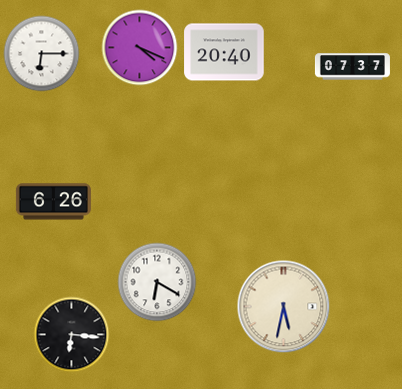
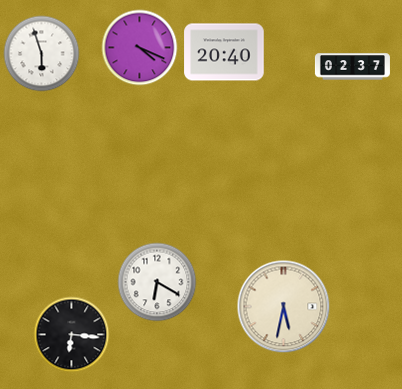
clock at (42, 54): 6:15 -> 5:57
clock at (352, 67): 07:37 -> 02:37
clock at (53, 202): 6:26 -> none
